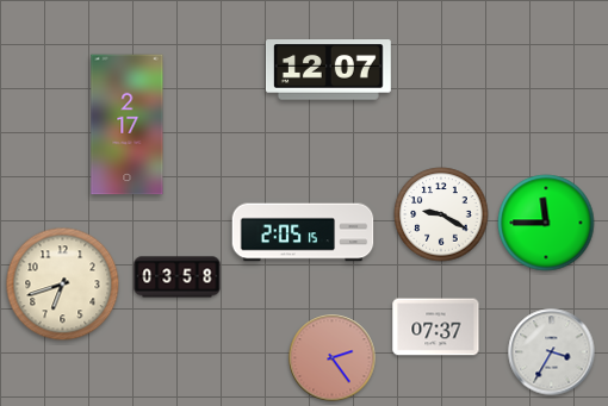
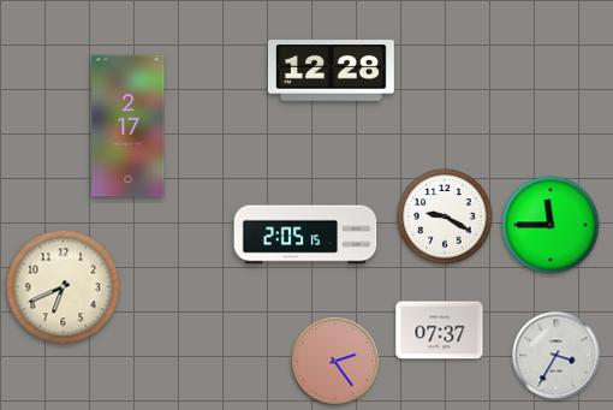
clock at (328, 70): 12:07 -> 12:28
clock at (178, 277): 03:58 -> none
clock at (63, 285): 6:42 -> 6:41
